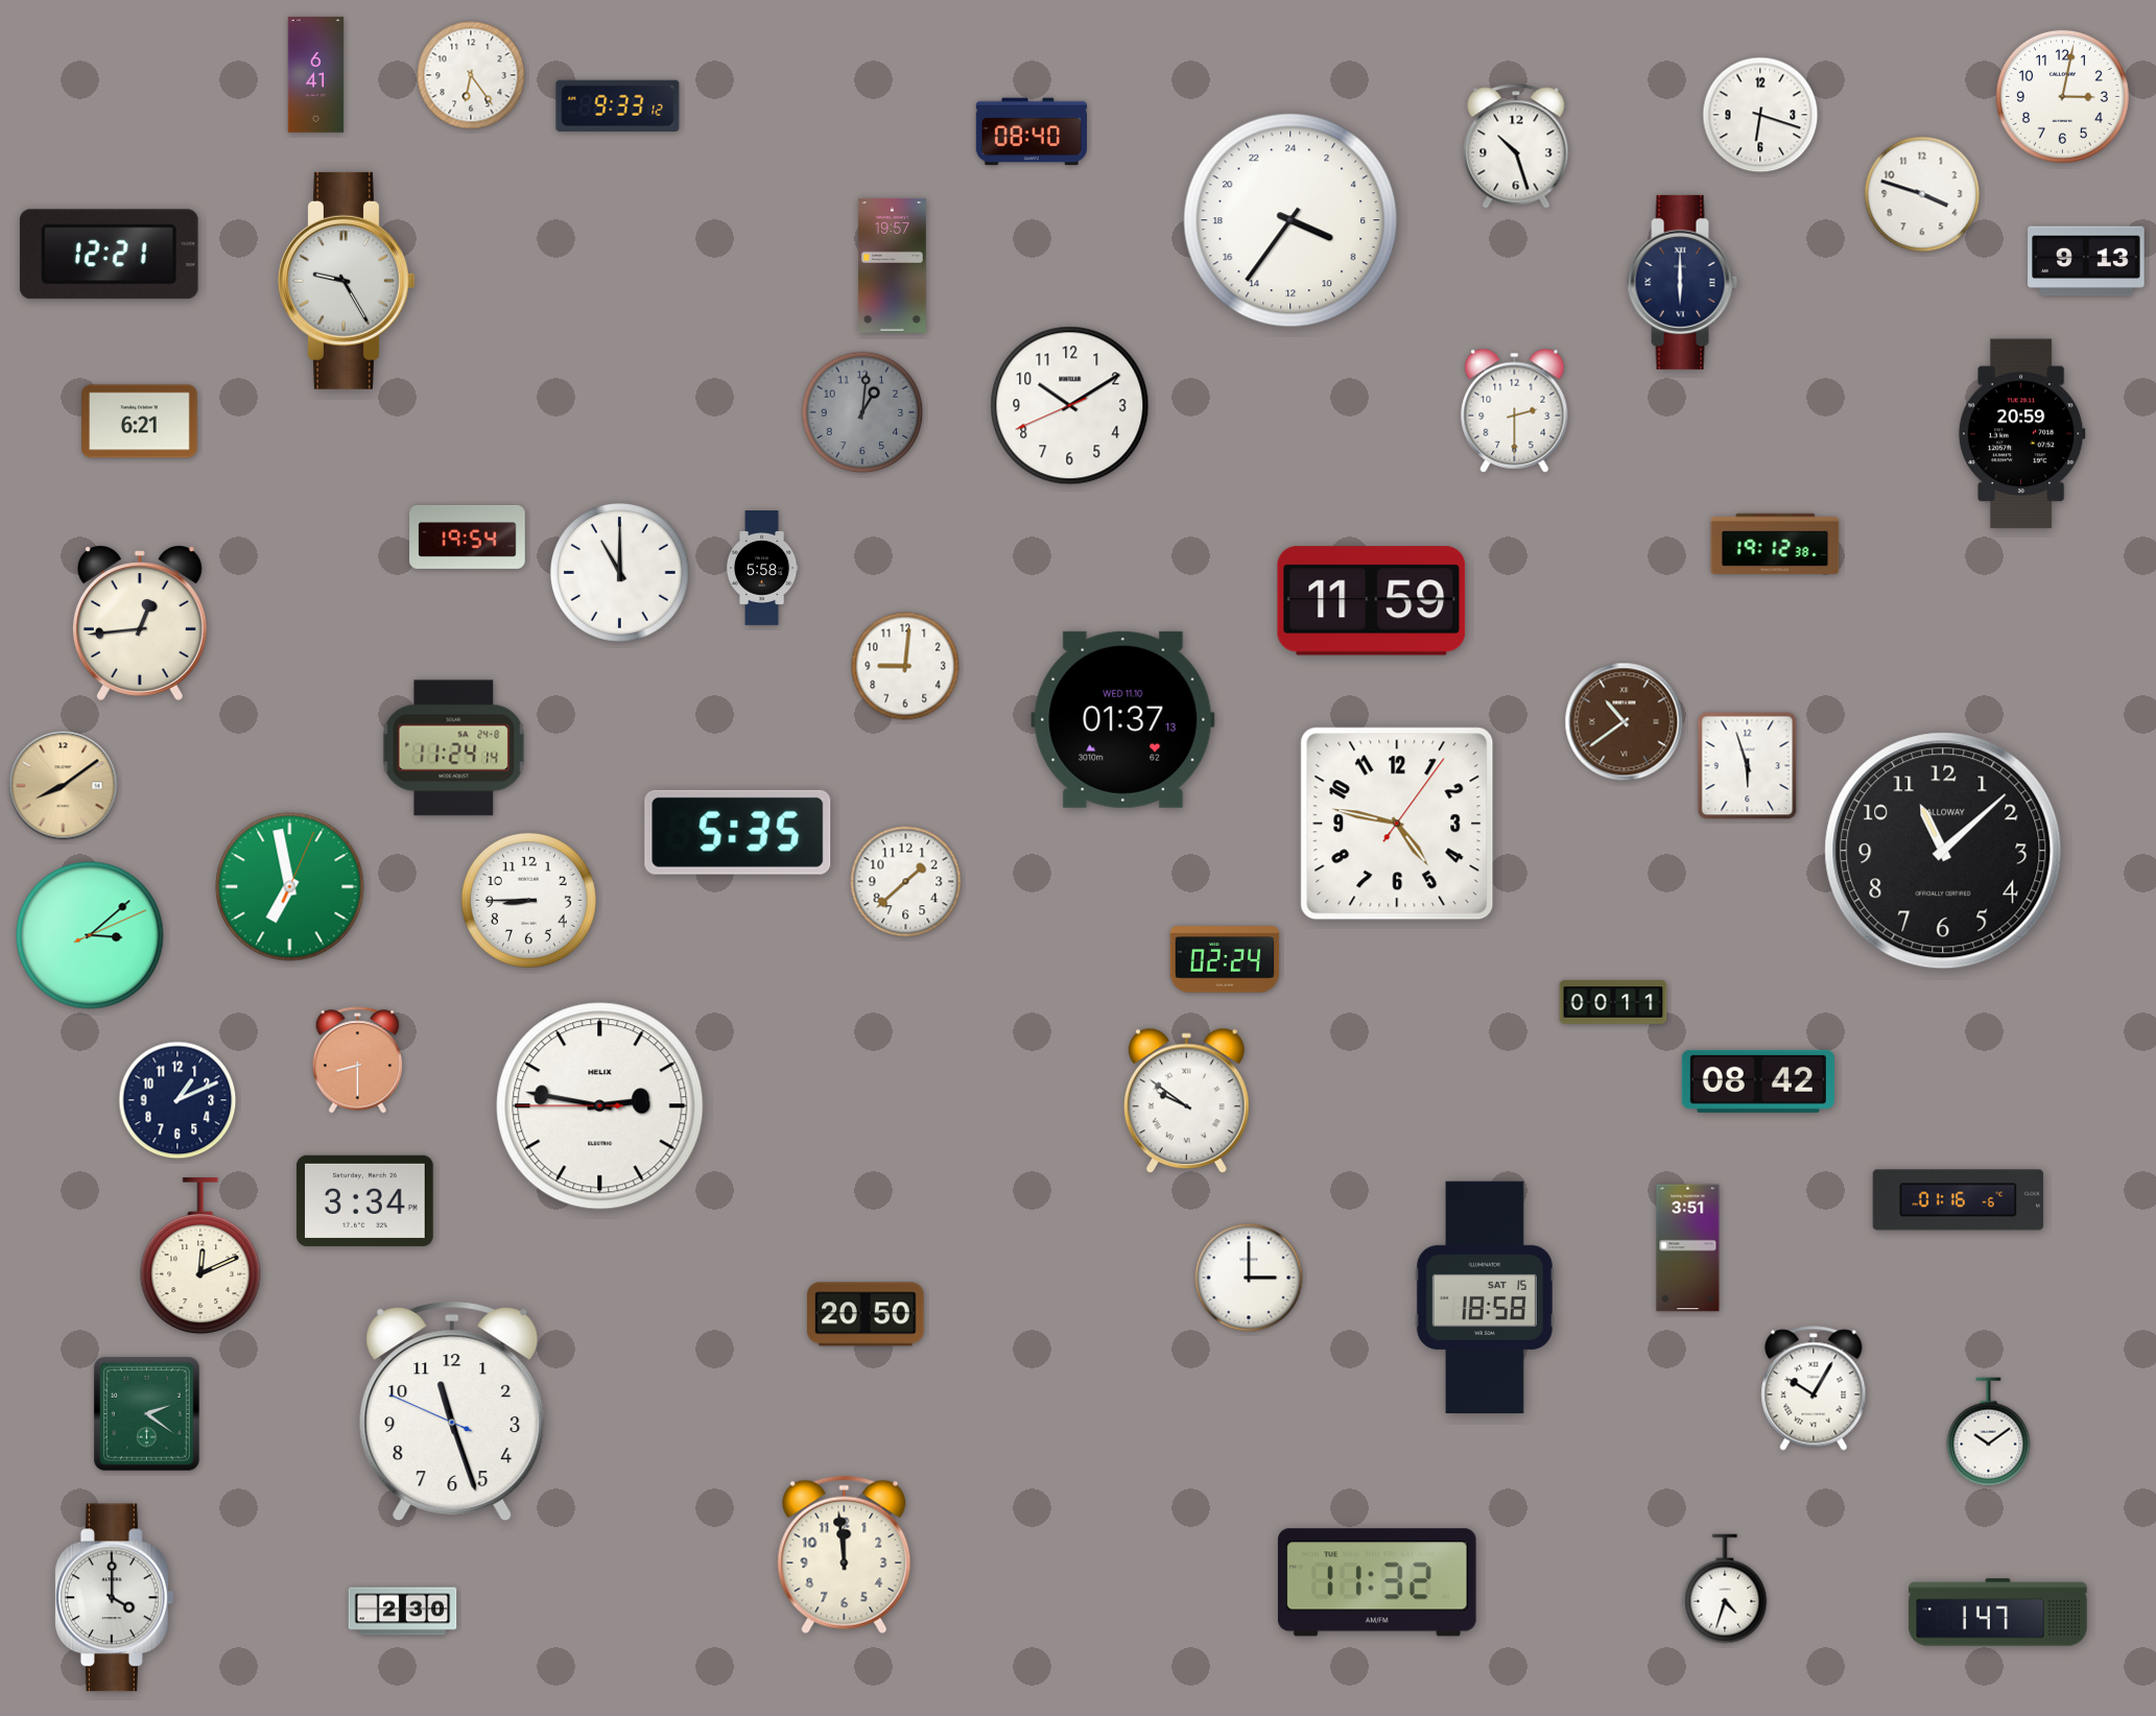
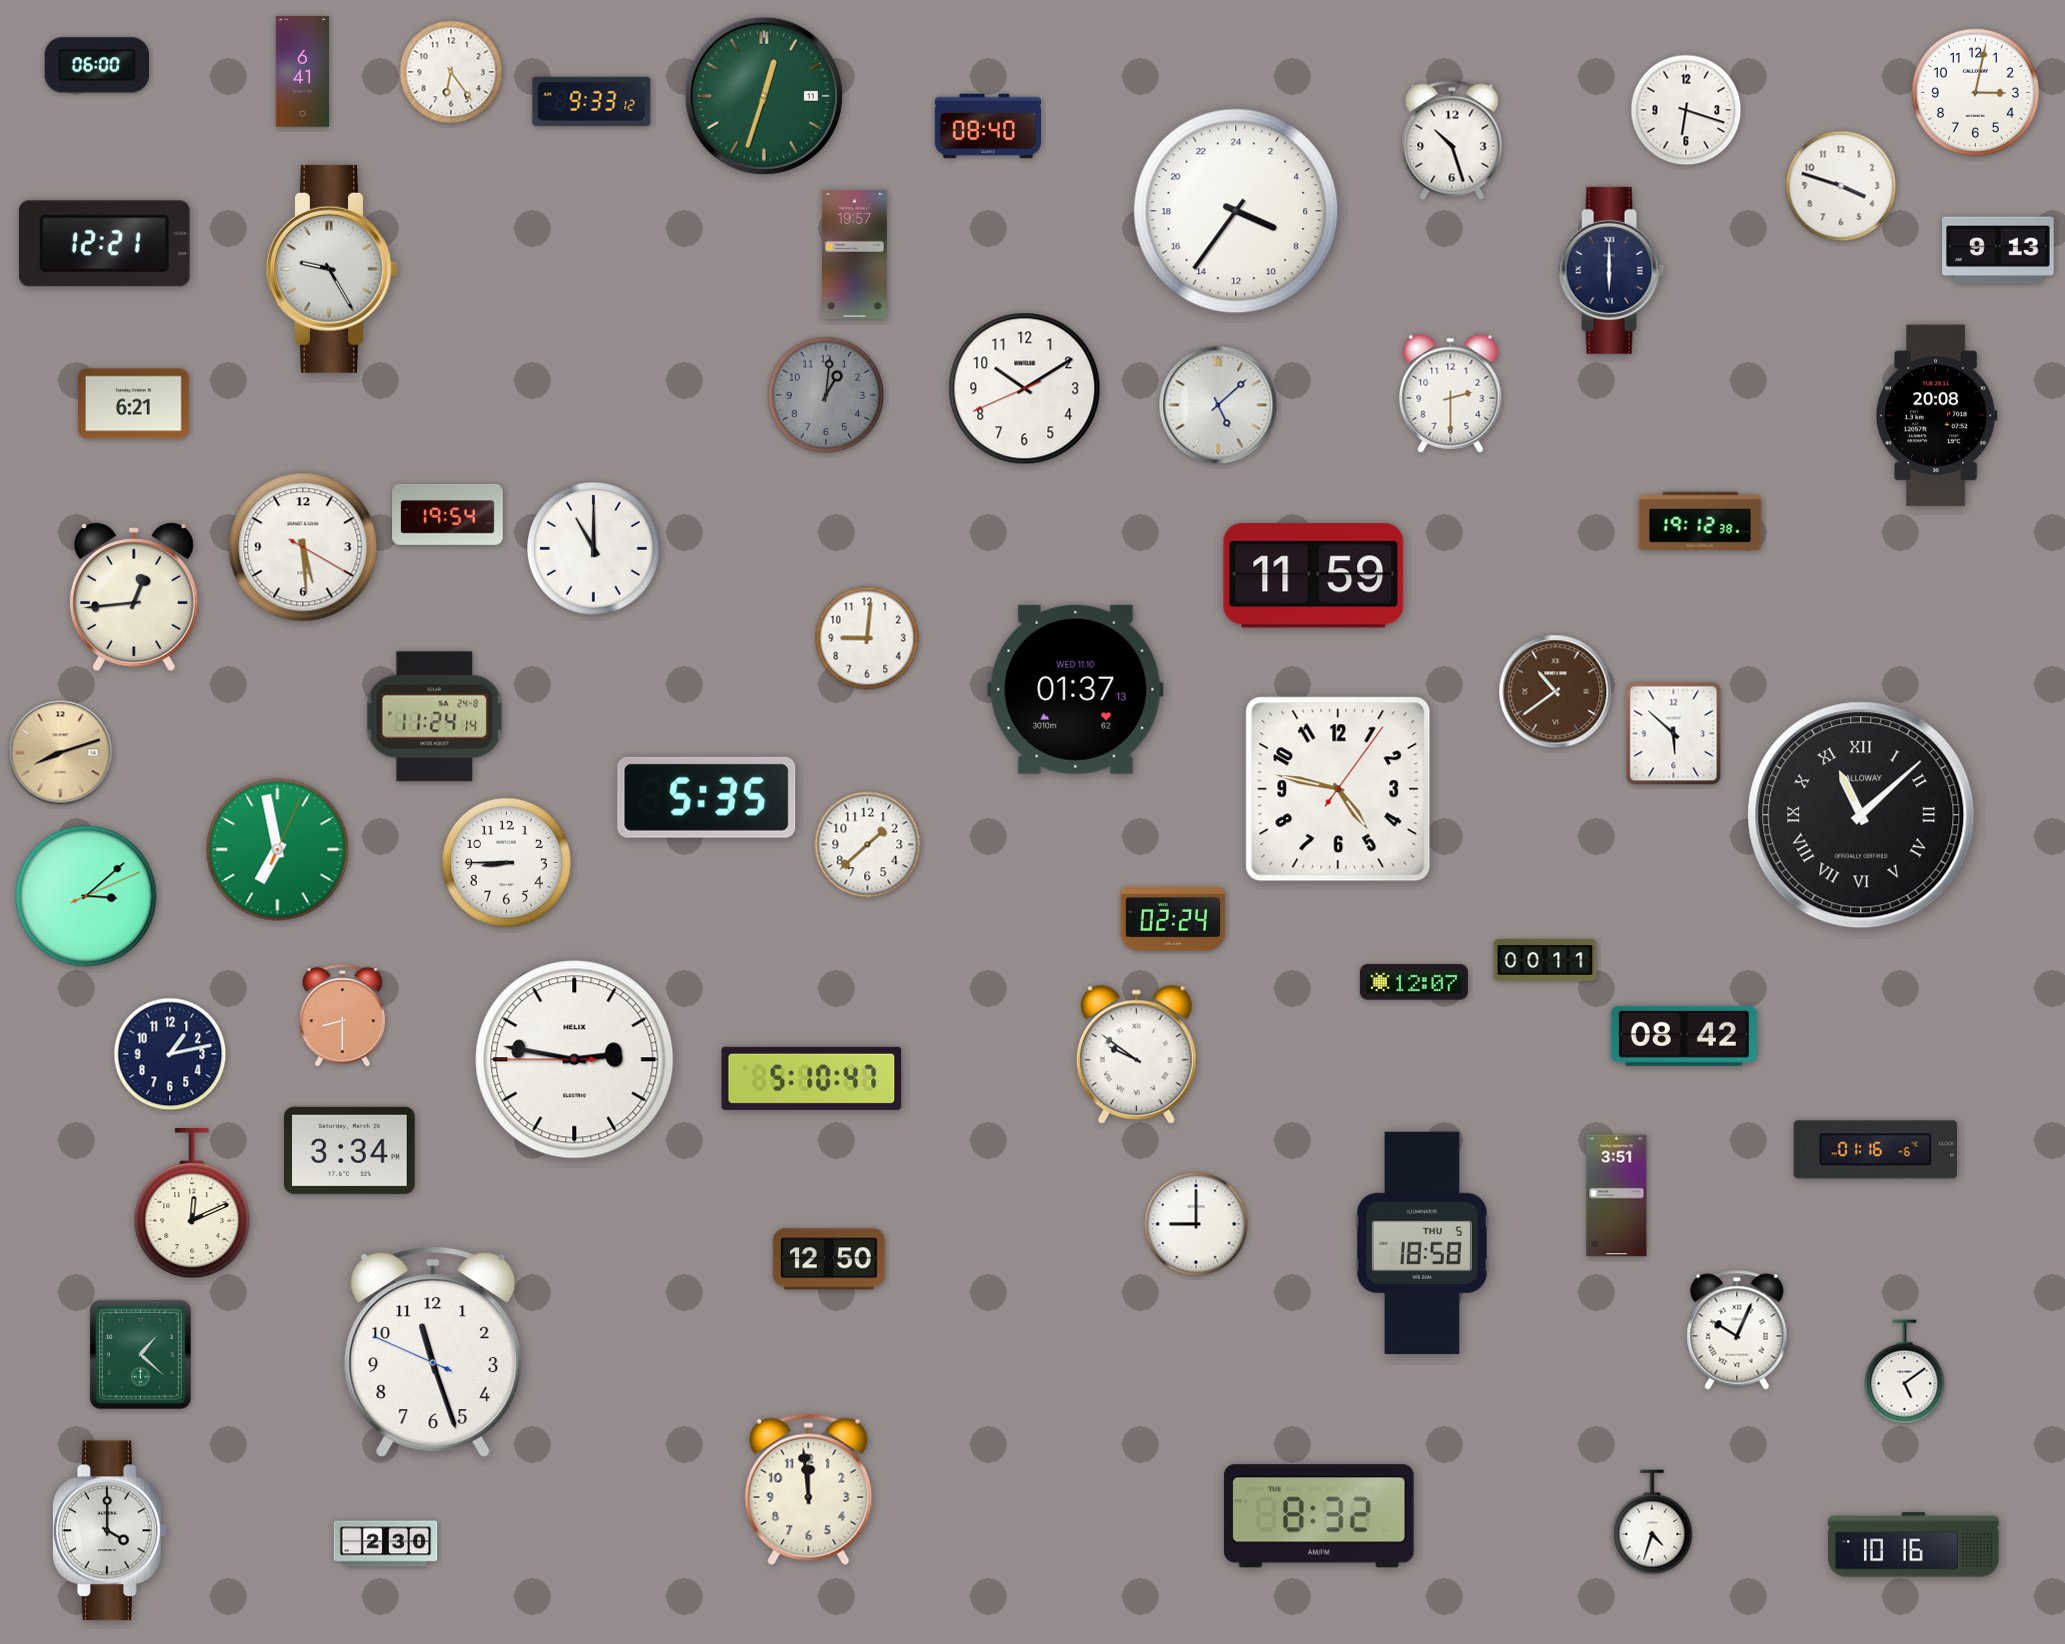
clock at (97, 65): none -> 06:00
clock at (764, 96): none -> 12:33
clock at (1218, 405): none -> 5:08
clock at (2021, 434): 20:59 -> 20:08
clock at (762, 568): 5:58 -> none
clock at (303, 547): none -> 5:29
clock at (1748, 766): 5:57 -> 5:52
clock at (64, 786): 8:09 -> 8:12
clock at (1943, 851) numerals: Arabic -> Roman
clock at (1414, 982): none -> 12:07
clock at (177, 1100): 1:11 -> 1:13
clock at (812, 1078): none -> 5:10
clock at (1249, 1278): 3:00 -> 9:00
clock at (1485, 1297) date: SAT 15 -> THU 5
clock at (866, 1314): 20:50 -> 12:50
clock at (1814, 1388): 10:05 -> 10:04
clock at (147, 1414): 2:21 -> 1:22
clock at (1989, 1432): 10:09 -> 5:09
clock at (1377, 1582): 11:32 -> 8:32
clock at (1998, 1613): 1:47 -> 10:16
